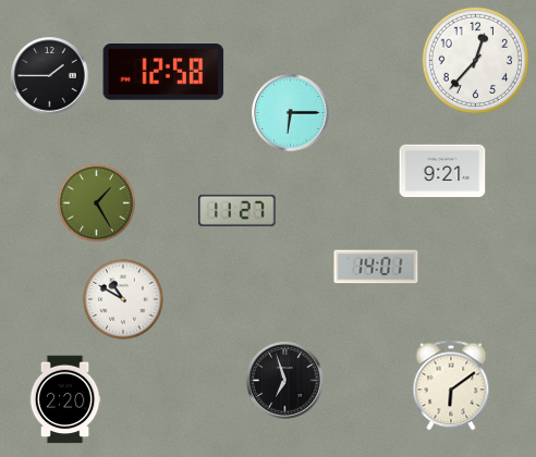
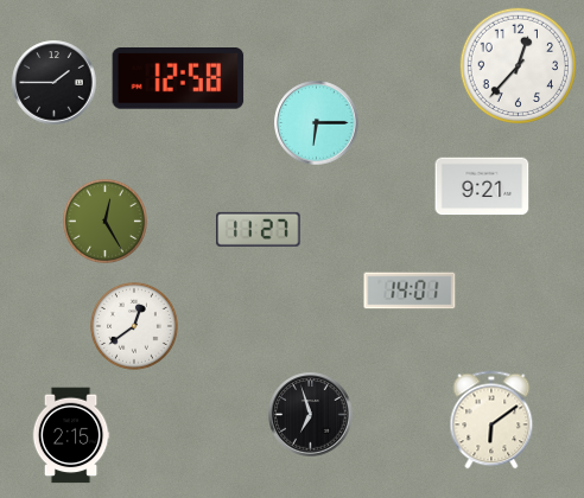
clock at (96, 202): 1:25 -> 12:25
clock at (123, 299): 10:50 -> 12:39
clock at (65, 399): 2:20 -> 2:15
